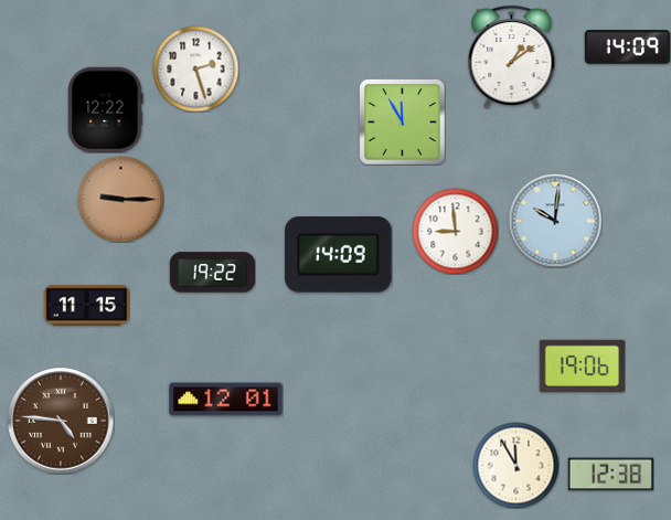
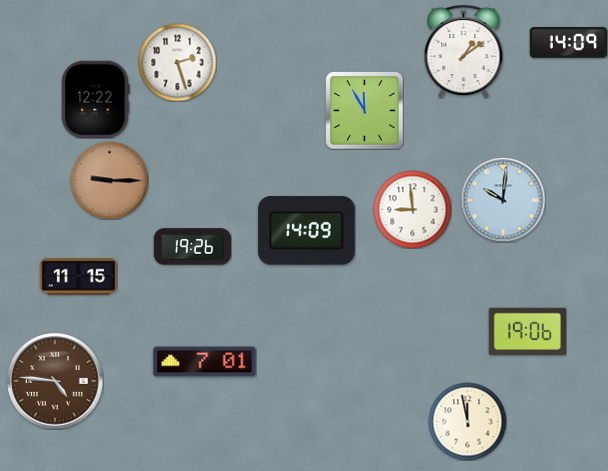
clock at (212, 273): 19:22 -> 19:26
clock at (226, 400): 12:01 -> 7:01
clock at (515, 465): 11:55 -> 11:58
clock at (610, 475): 12:38 -> none
